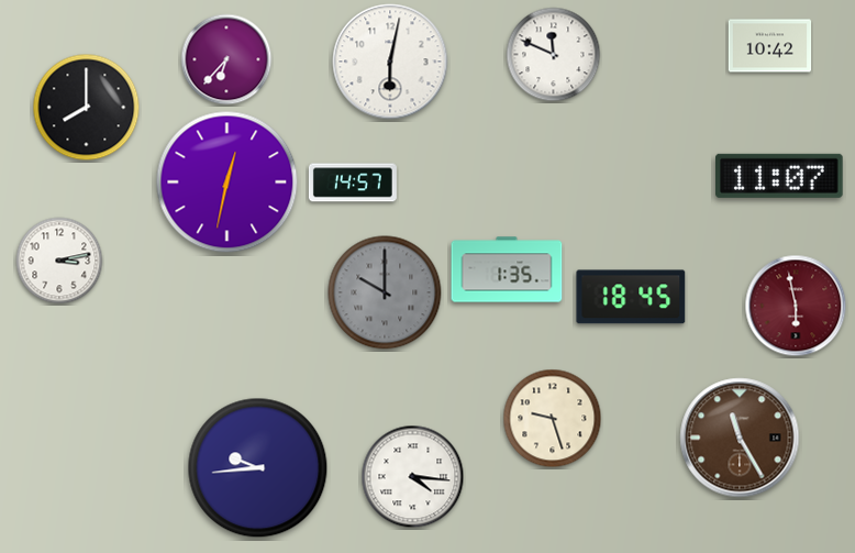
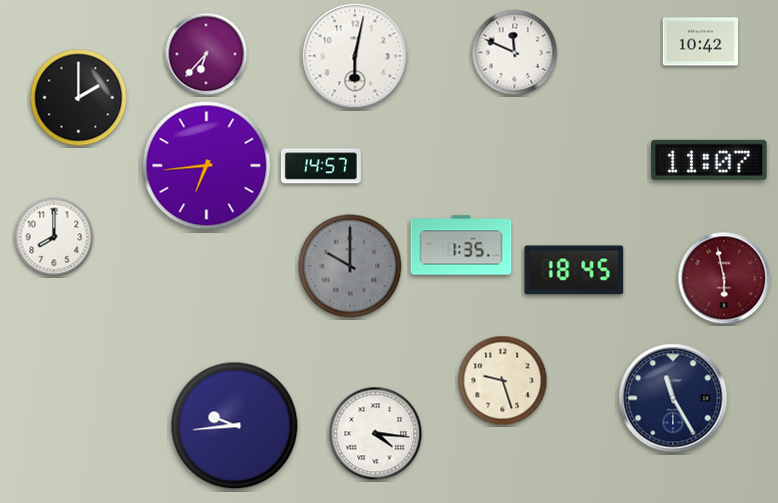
clock at (554, 55) position: (554, 55) -> (515, 53)
clock at (87, 108): 8:00 -> 2:00
clock at (227, 183): 12:32 -> 6:44
clock at (59, 261): 3:13 -> 8:00
clock at (740, 438) dial: brown -> navy
